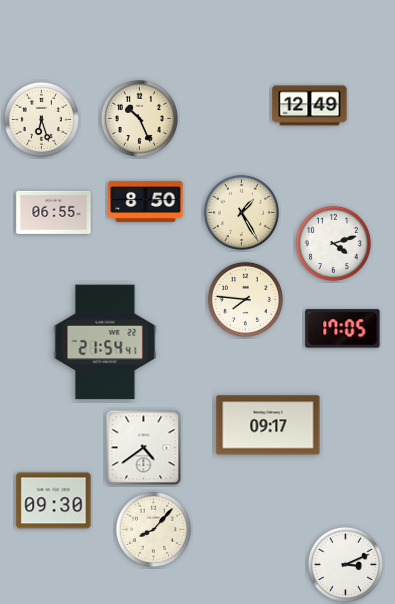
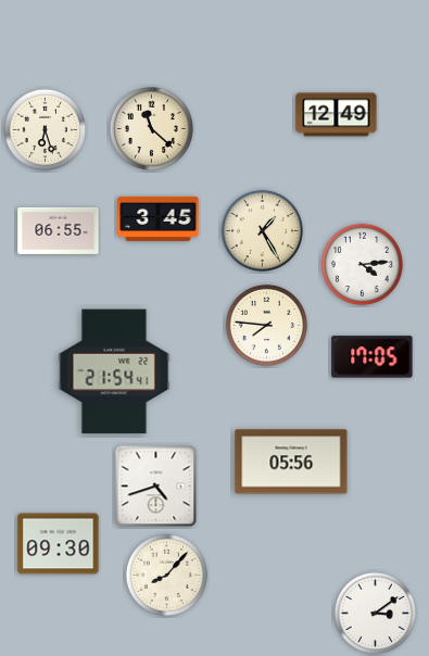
clock at (139, 118): 10:26 -> 11:22
clock at (146, 201): 8:50 -> 3:45
clock at (333, 243): 4:12 -> 4:14
clock at (268, 425): 09:17 -> 05:56
clock at (144, 448): 4:39 -> 4:42
clock at (345, 564): 3:11 -> 3:09
